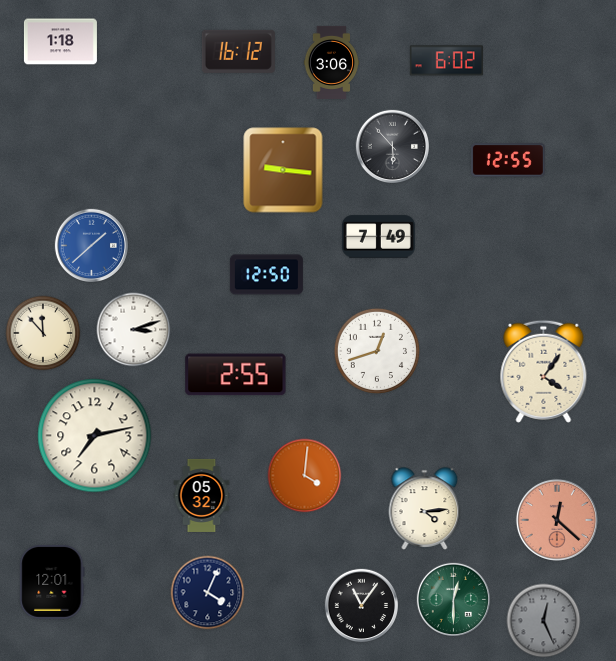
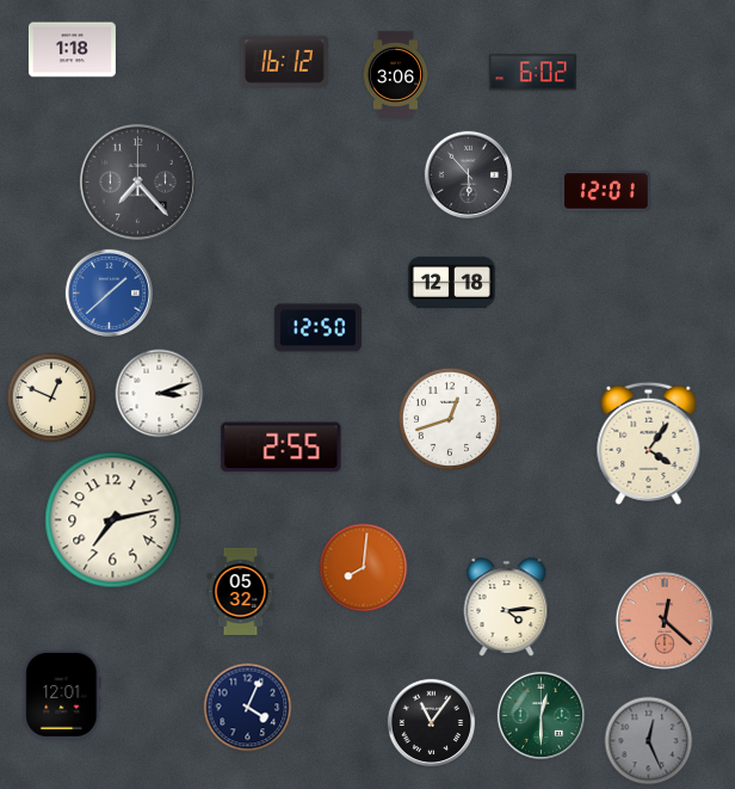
clock at (137, 181): none -> 7:23
clock at (508, 160): 12:55 -> 12:01
clock at (283, 170): 9:16 -> none
clock at (378, 237): 7:49 -> 12:18
clock at (43, 333): 11:53 -> 12:49
clock at (305, 476): 4:01 -> 8:01
